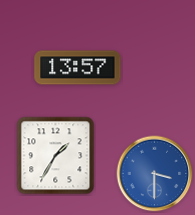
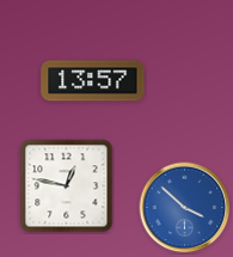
clock at (56, 156): 1:35 -> 12:47
clock at (155, 174): 3:30 -> 3:52
